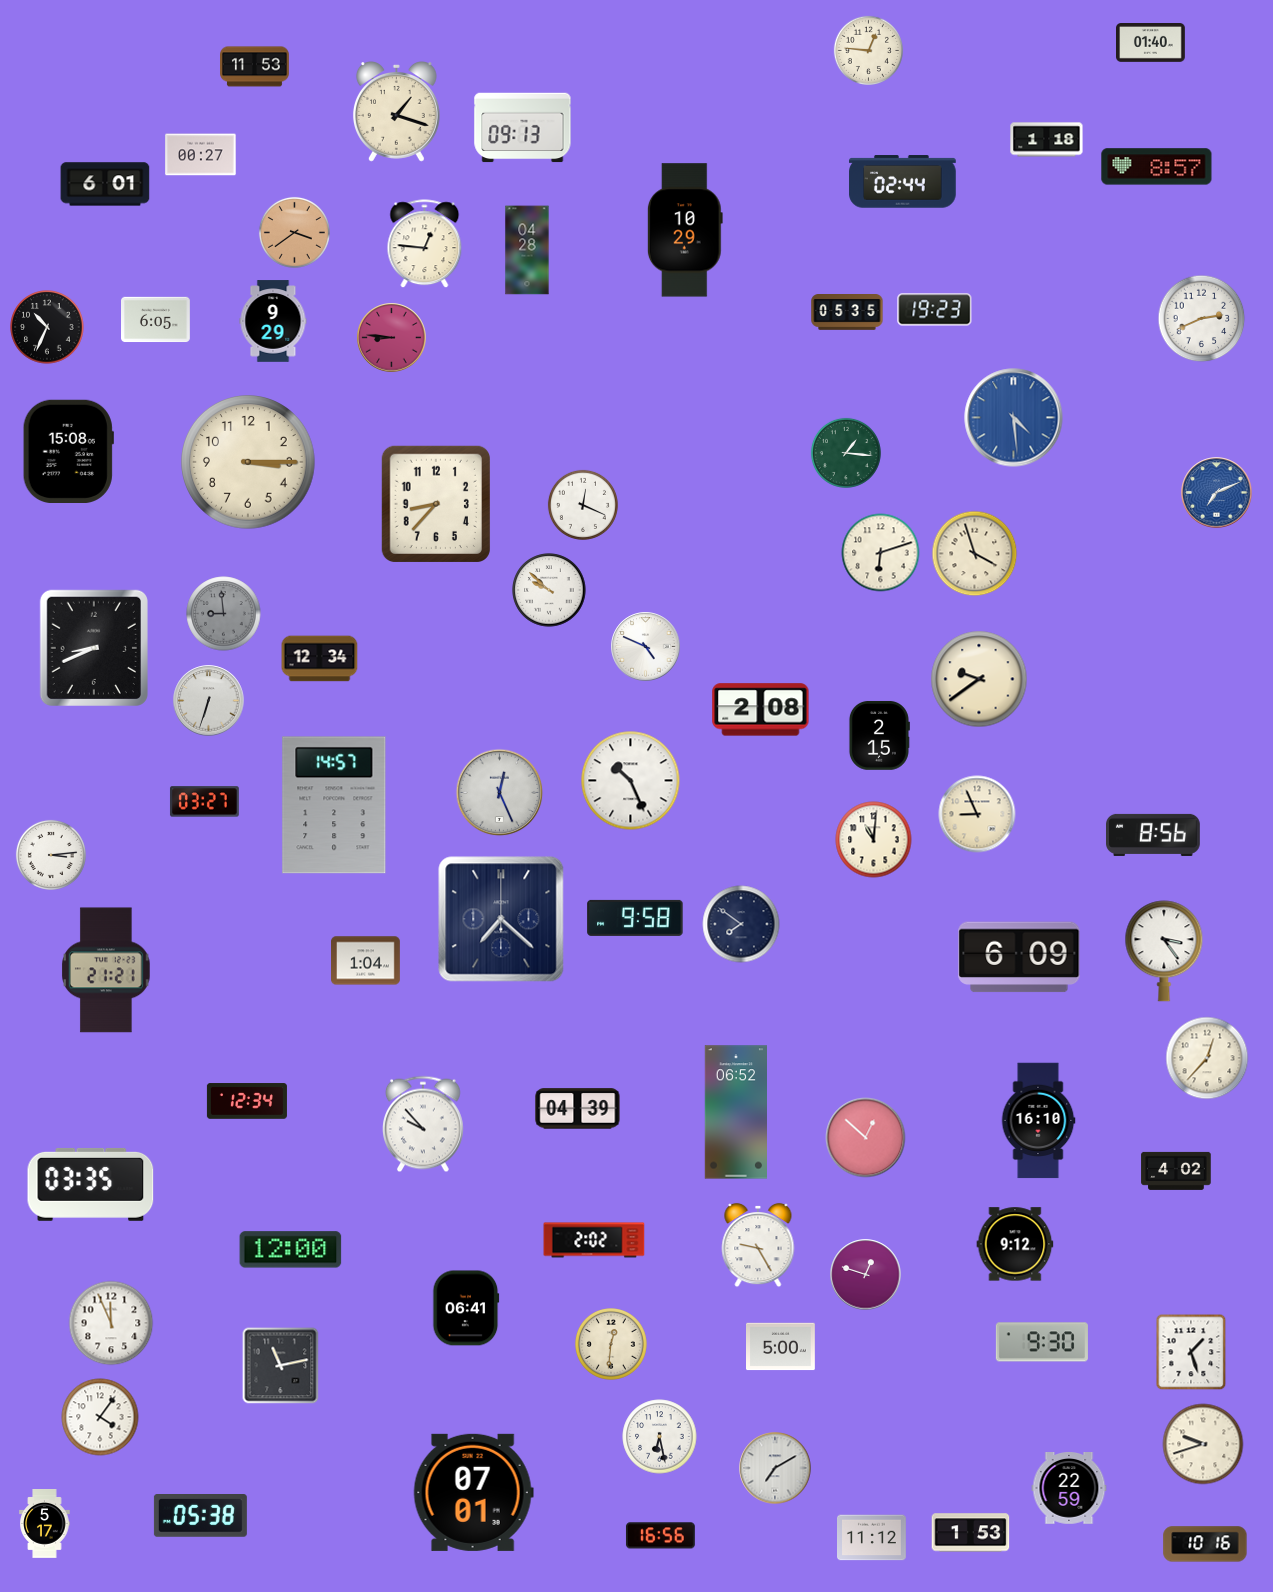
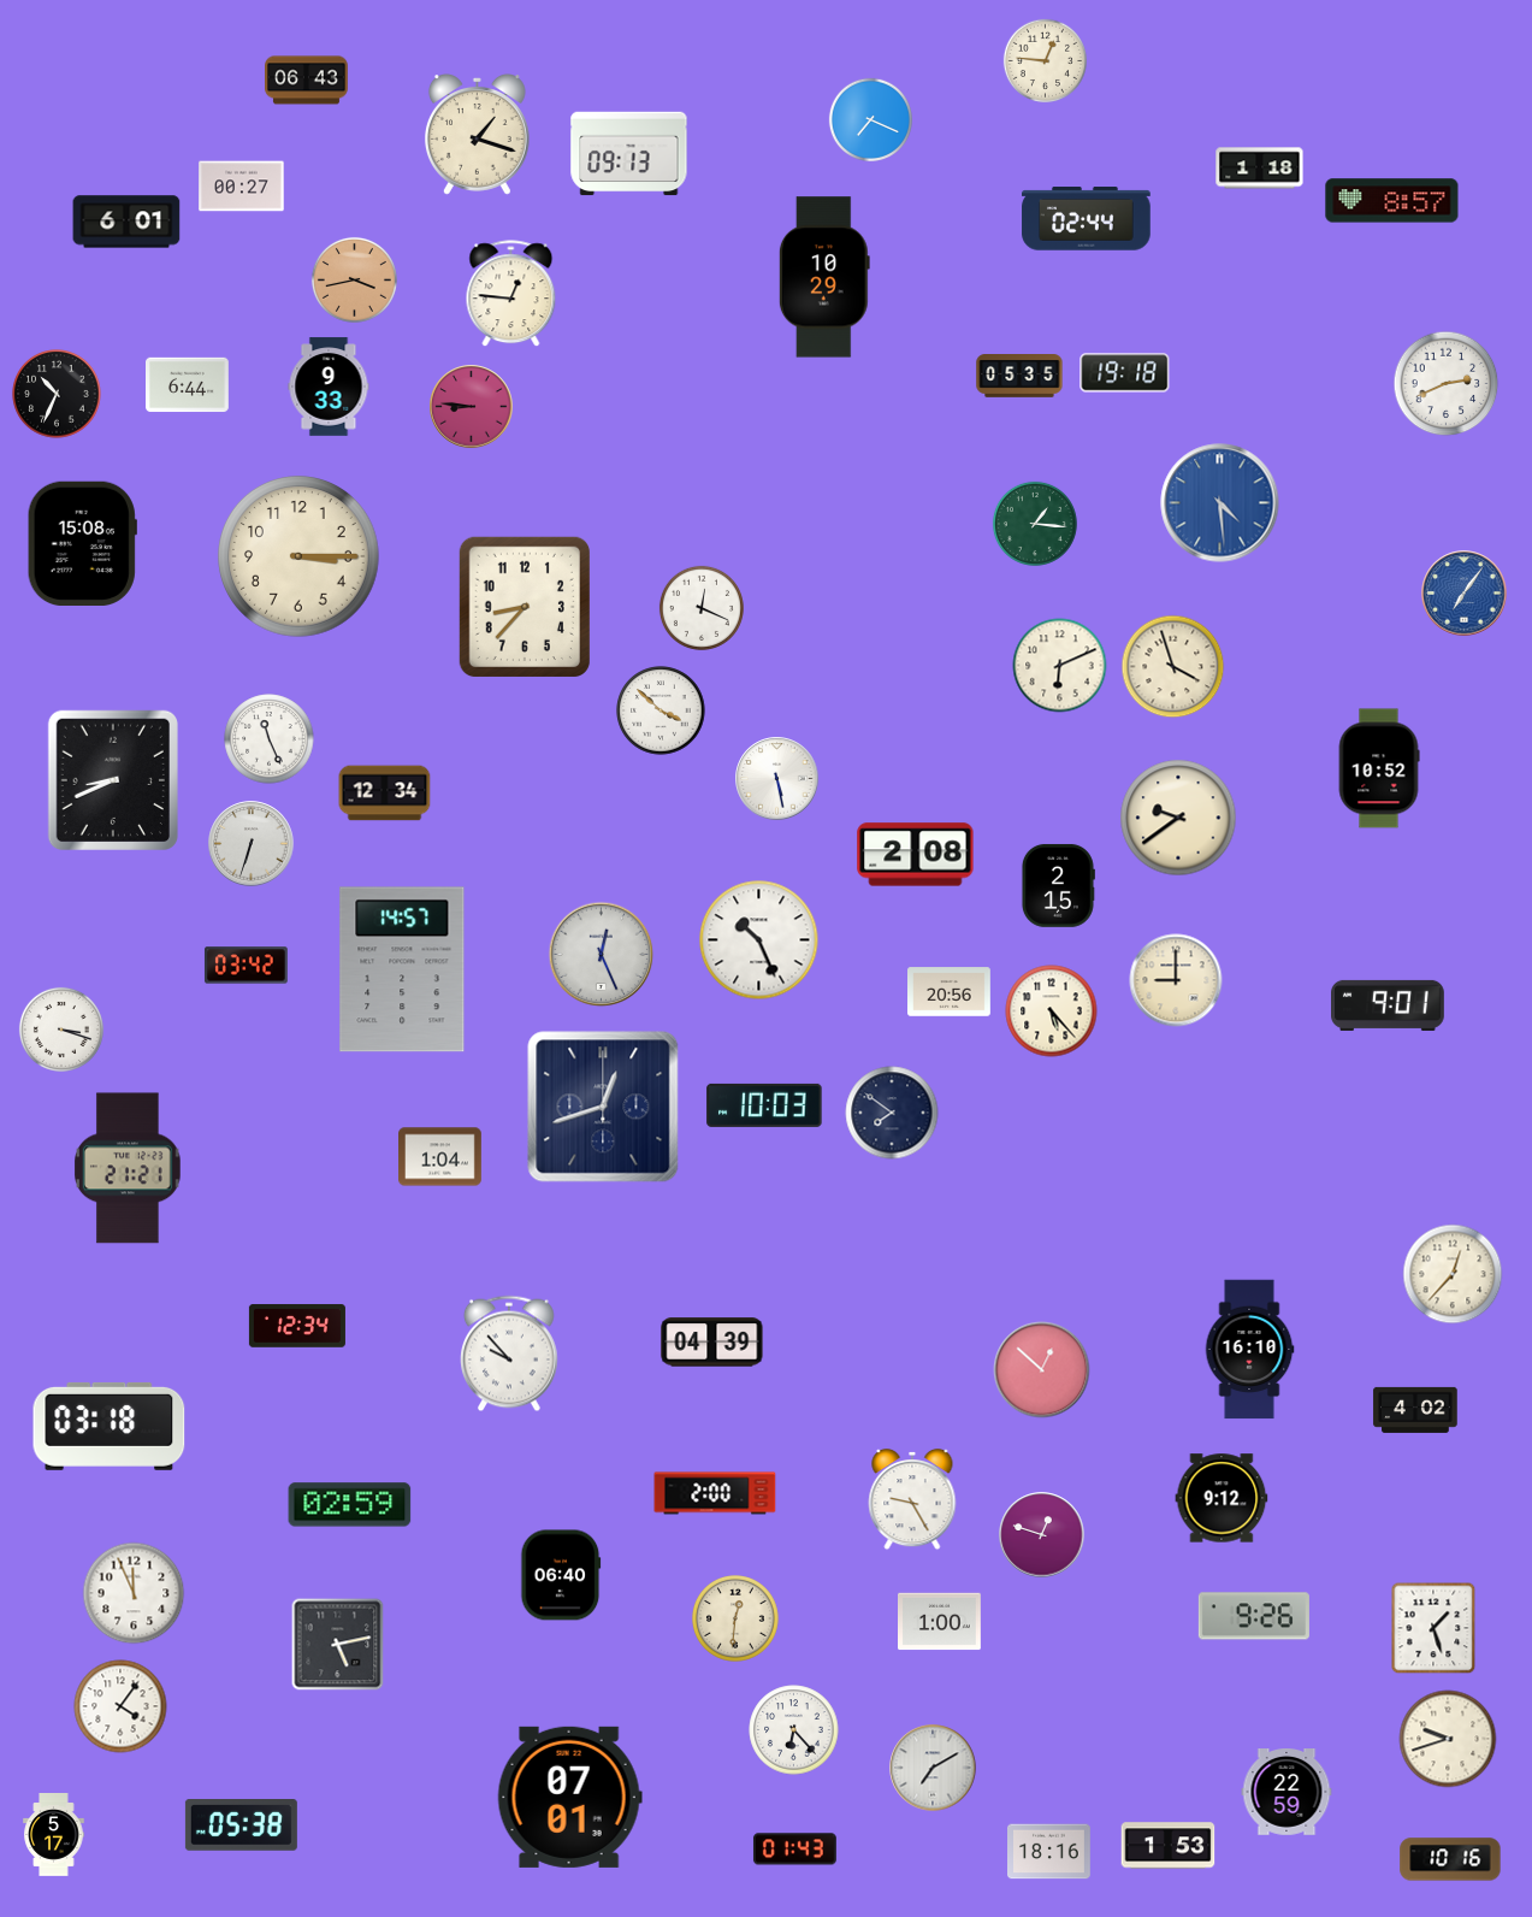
clock at (1151, 43): 01:40 -> none
clock at (255, 67): 11:53 -> 06:43
clock at (870, 119): none -> 7:19
clock at (294, 232): 3:39 -> 3:43
clock at (527, 250): 04:28 -> none
clock at (935, 310): 19:23 -> 19:18
clock at (156, 320): 6:05 -> 6:44
clock at (273, 321): 9:29 -> 9:33
clock at (846, 453) position: (846, 453) -> (1035, 524)
clock at (1217, 493): 7:11 -> 7:06
clock at (881, 553): 6:12 -> 6:11
clock at (549, 590): 9:52 -> 3:52
clock at (224, 614): 8:59 -> 11:26
clock at (224, 614) dial: grey -> white
clock at (1379, 768): none -> 10:52
clock at (646, 647): 4:49 -> 5:28
clock at (205, 802): 03:27 -> 03:42
clock at (977, 814): 8:56 -> 9:00
clock at (950, 992): none -> 20:56
clock at (1154, 835): 8:56 -> 9:01
clock at (874, 840): 11:01 -> 5:23
clock at (51, 855): 3:14 -> 3:18
clock at (635, 918): 9:58 -> 10:03
clock at (501, 919): 7:22 -> 12:42
clock at (1164, 951): 3:24 -> none
clock at (1019, 957): 6:09 -> none
clock at (578, 1109) position: (578, 1109) -> (712, 1343)
clock at (736, 1112): 06:52 -> none
clock at (91, 1184): 03:35 -> 03:18
clock at (594, 1240): 2:02 -> 2:00
clock at (291, 1250): 12:00 -> 02:59
clock at (466, 1308): 06:41 -> 06:40
clock at (1042, 1342): 9:30 -> 9:26
clock at (781, 1347): 5:00 -> 1:00
clock at (281, 1366): 11:13 -> 5:13
clock at (660, 1437): 6:28 -> 6:23
clock at (660, 1536): 16:56 -> 01:43
clock at (872, 1538): 11:12 -> 18:16
